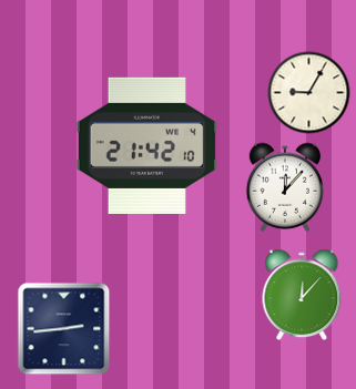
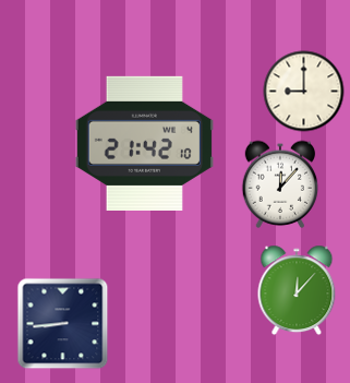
clock at (309, 93): 9:05 -> 9:00
clock at (64, 329): 2:44 -> 8:44
